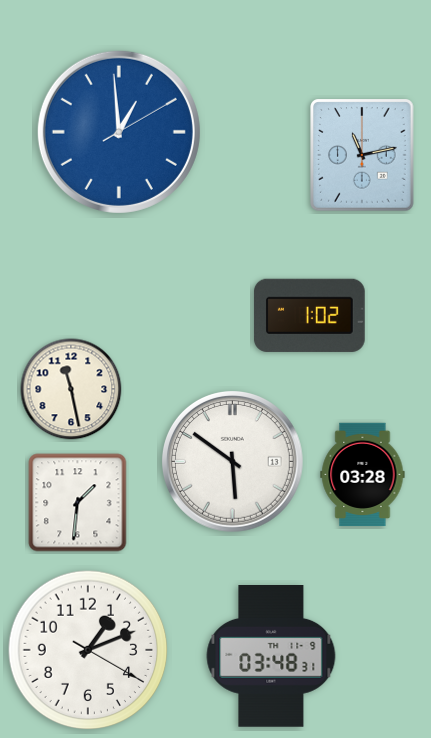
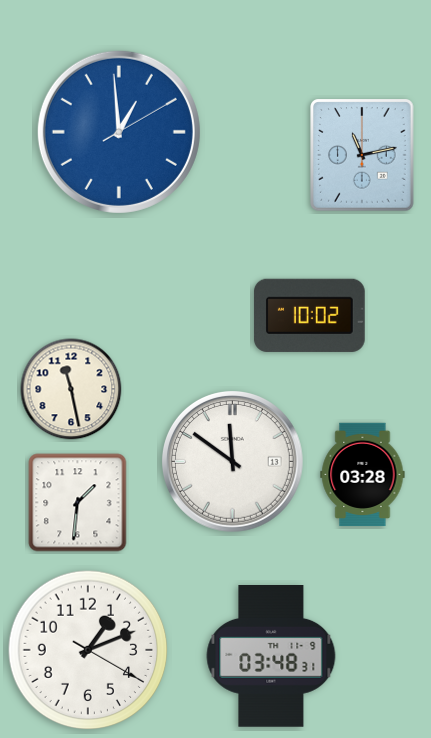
clock at (309, 315): 1:02 -> 10:02
clock at (233, 462): 5:51 -> 11:51
